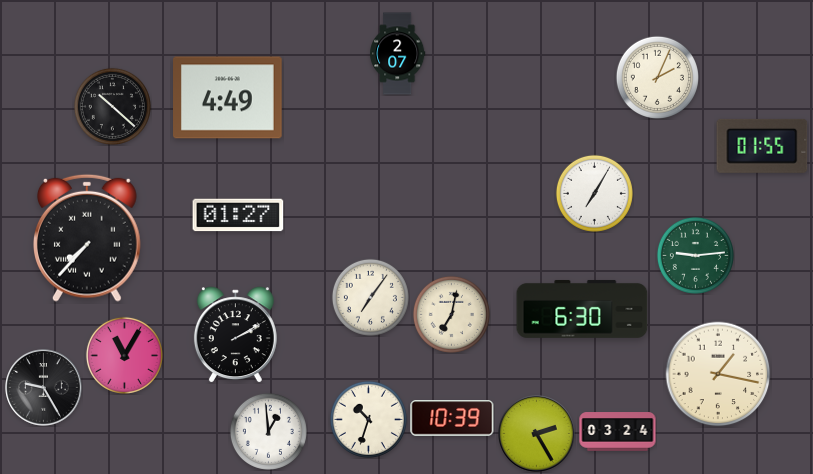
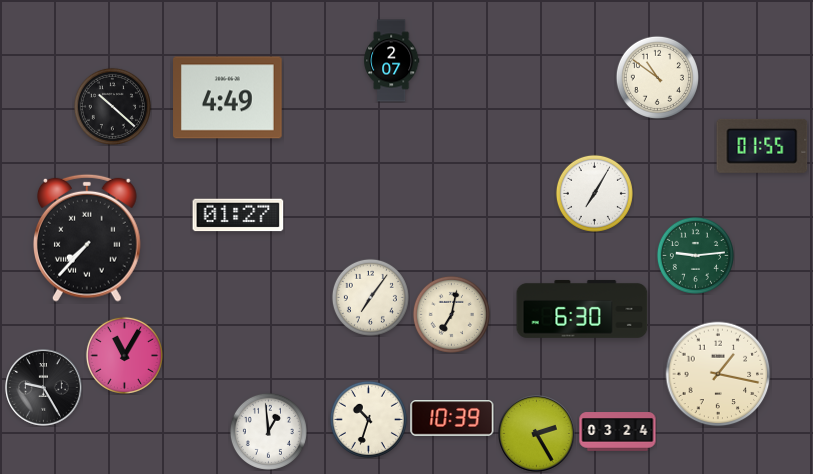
clock at (398, 54) position: (398, 54) -> (392, 61)
clock at (657, 77): 2:04 -> 10:51
clock at (235, 335): 2:10 -> none
